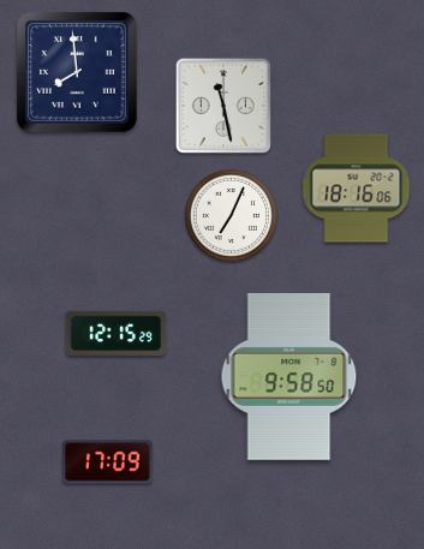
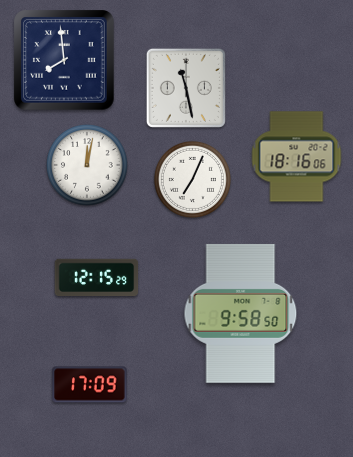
clock at (87, 165): none -> 12:02
